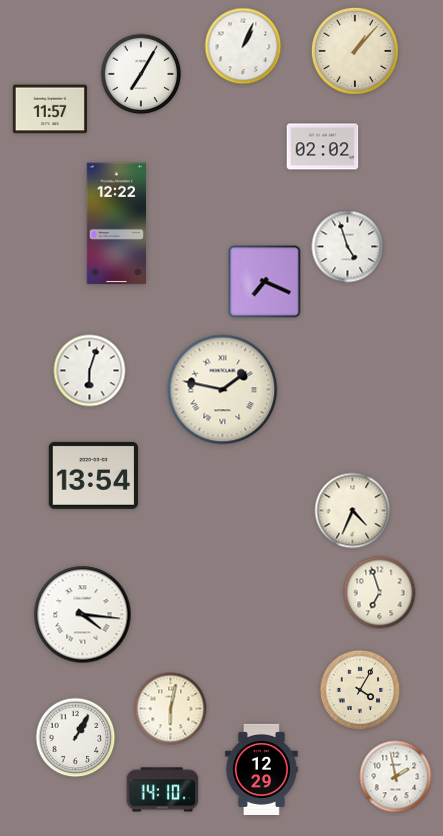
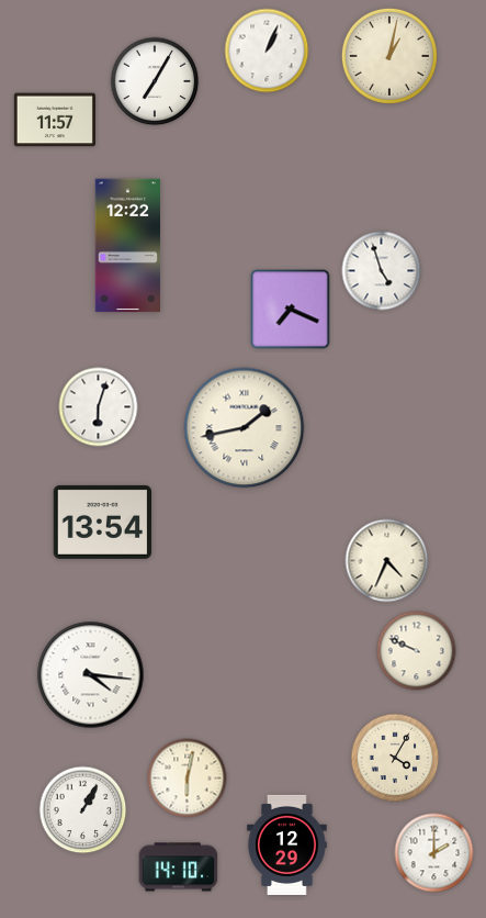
clock at (355, 51): 1:07 -> 1:02
clock at (323, 147): 02:02 -> none
clock at (223, 390): 1:47 -> 1:43
clock at (380, 593): 6:57 -> 9:49
clock at (396, 777): 1:58 -> 2:00
